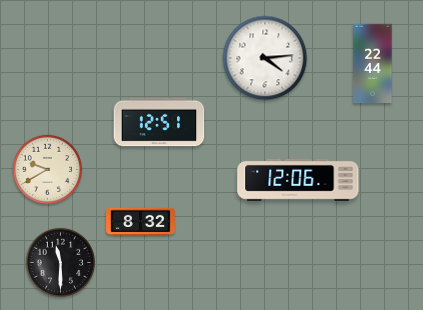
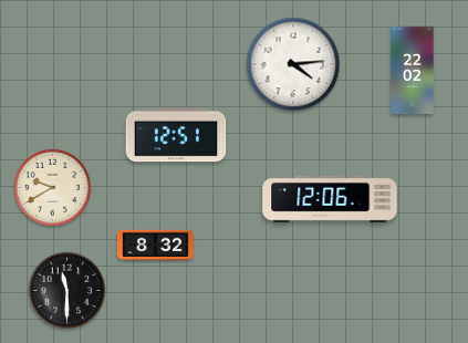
clock at (373, 64): 22:44 -> 22:02
